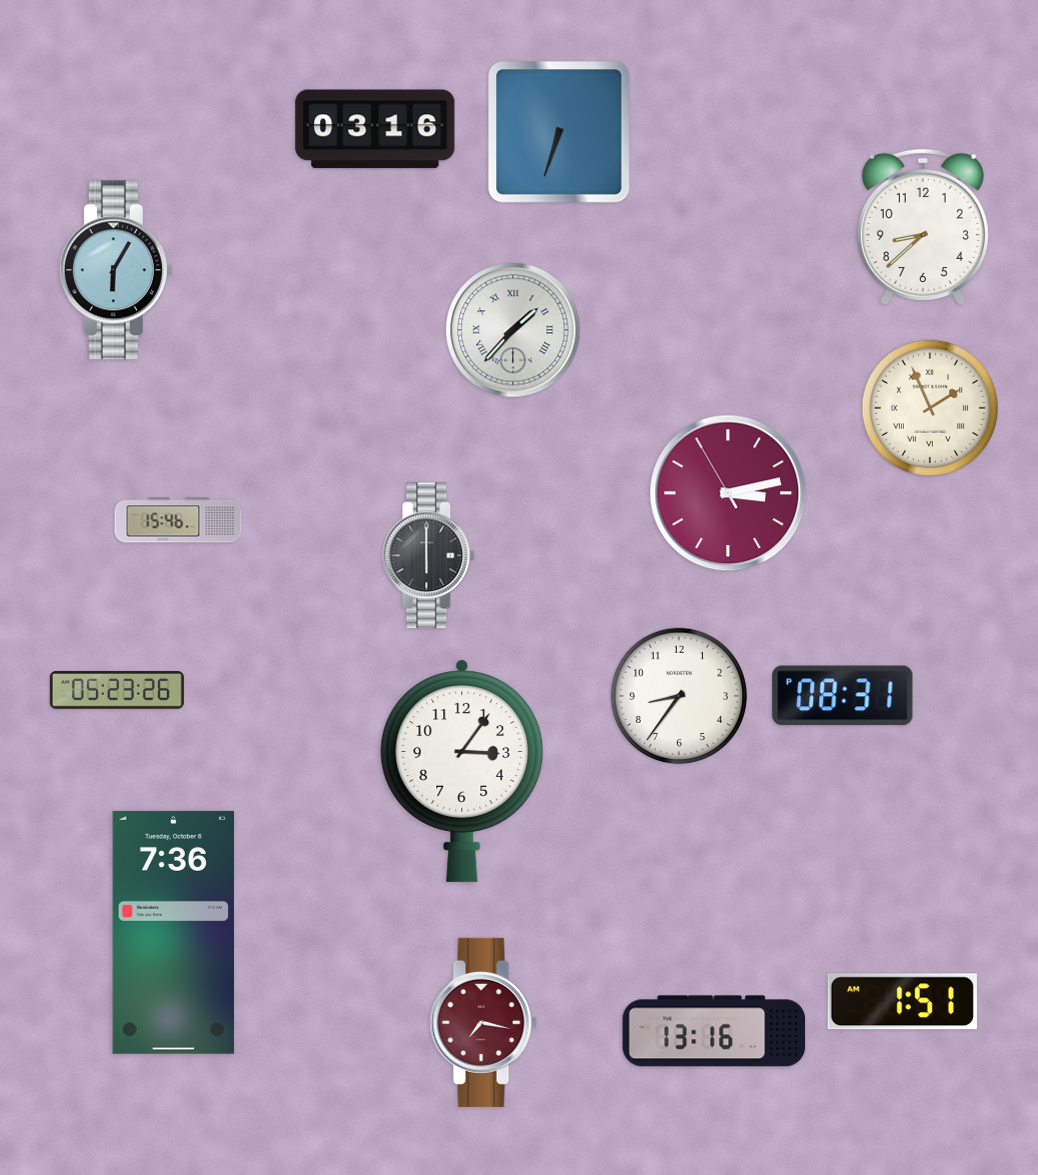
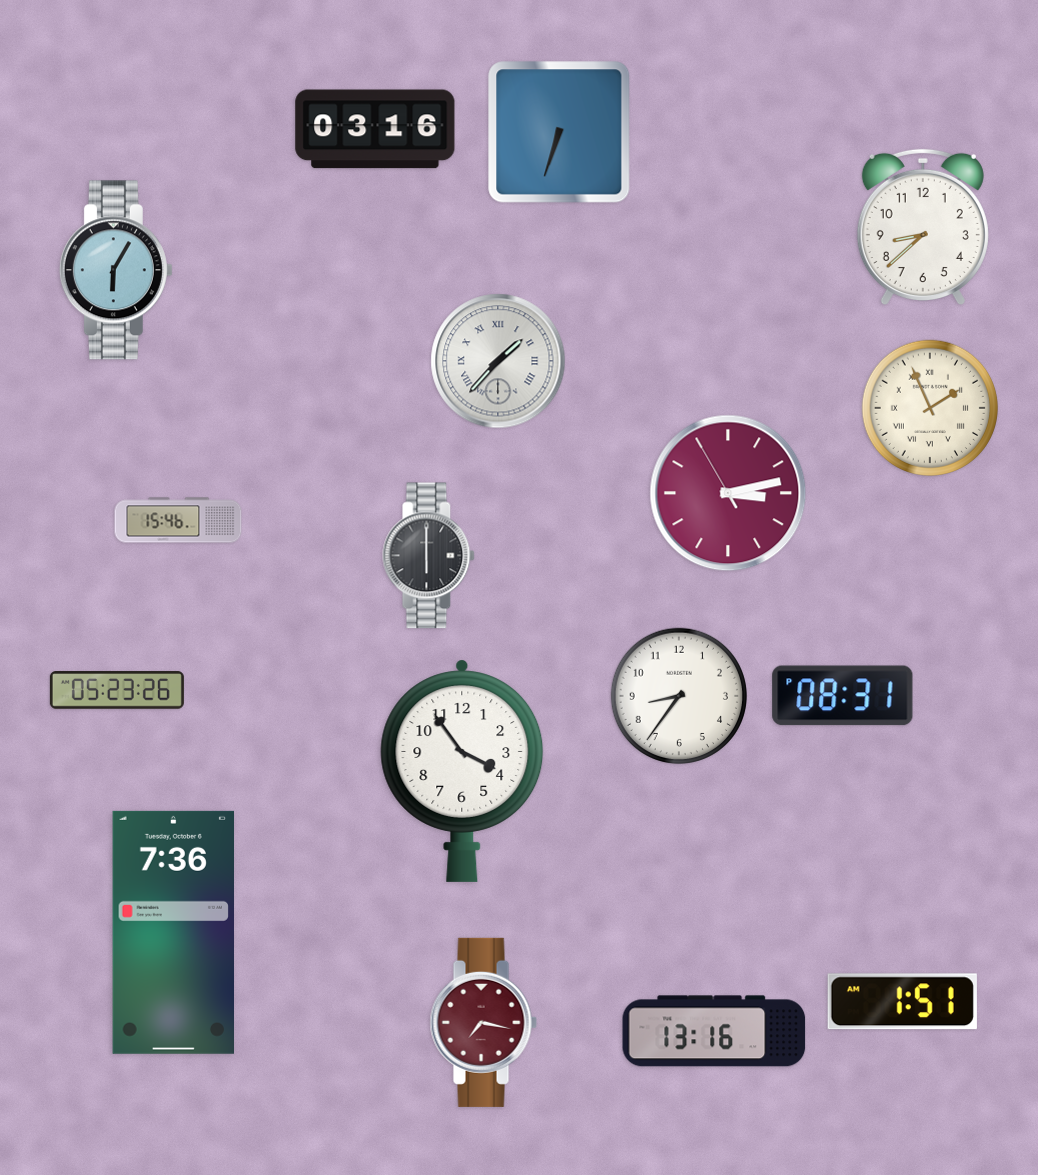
clock at (513, 330) position: (513, 330) -> (498, 361)
clock at (462, 771): 3:06 -> 3:54
